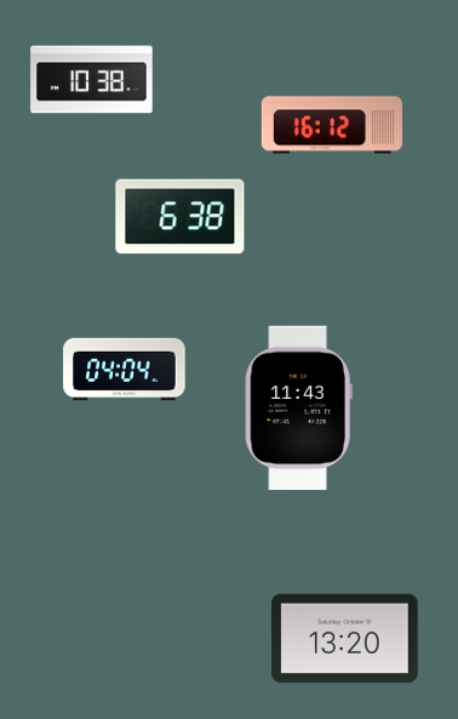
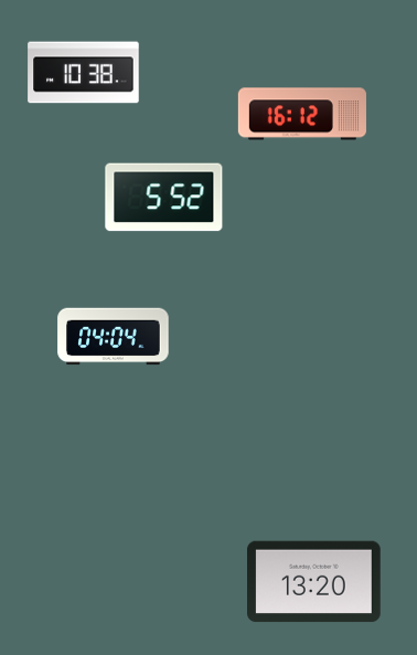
clock at (181, 217): 6:38 -> 5:52
clock at (298, 409): 11:43 -> none
